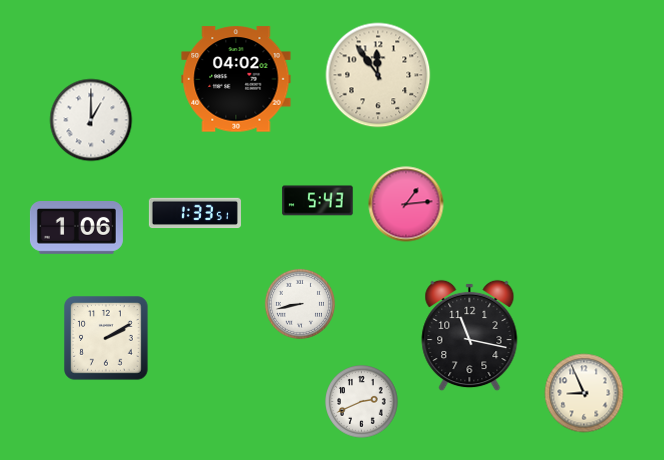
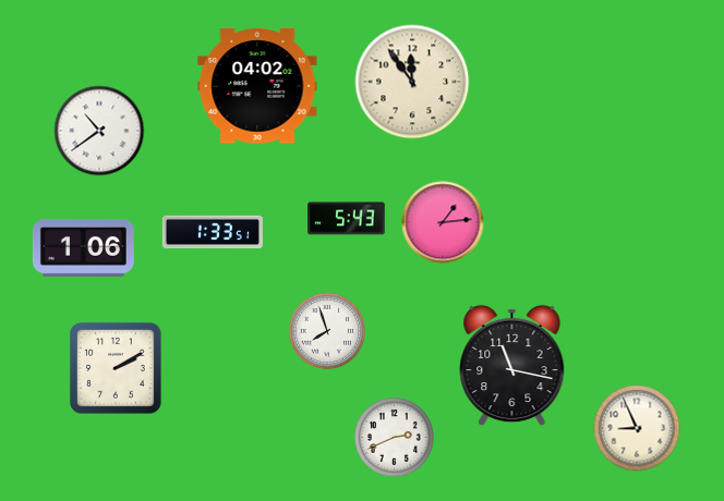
clock at (91, 120): 1:00 -> 10:39
clock at (300, 304): 8:43 -> 7:57
